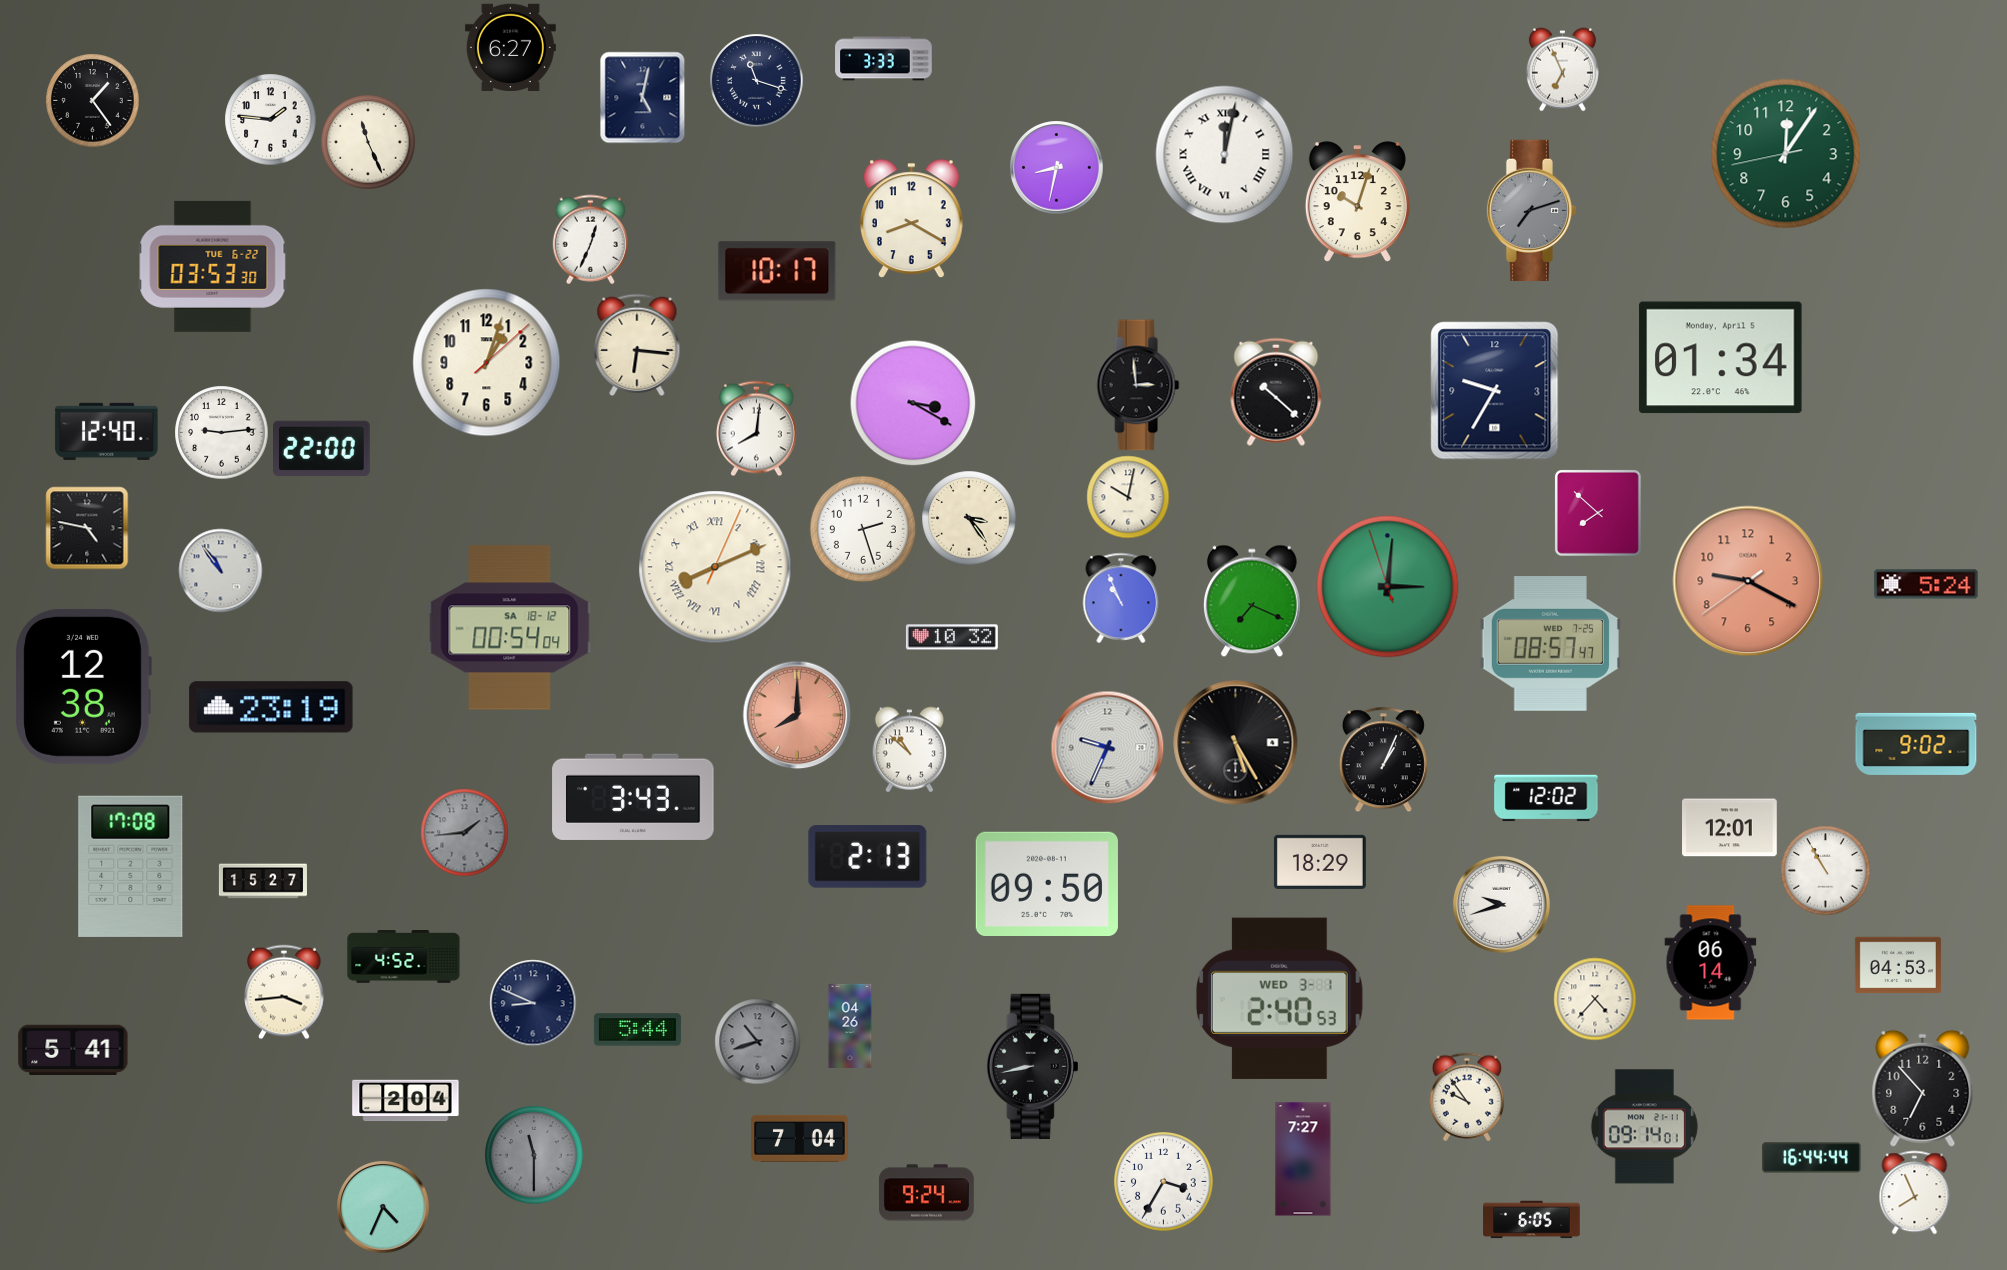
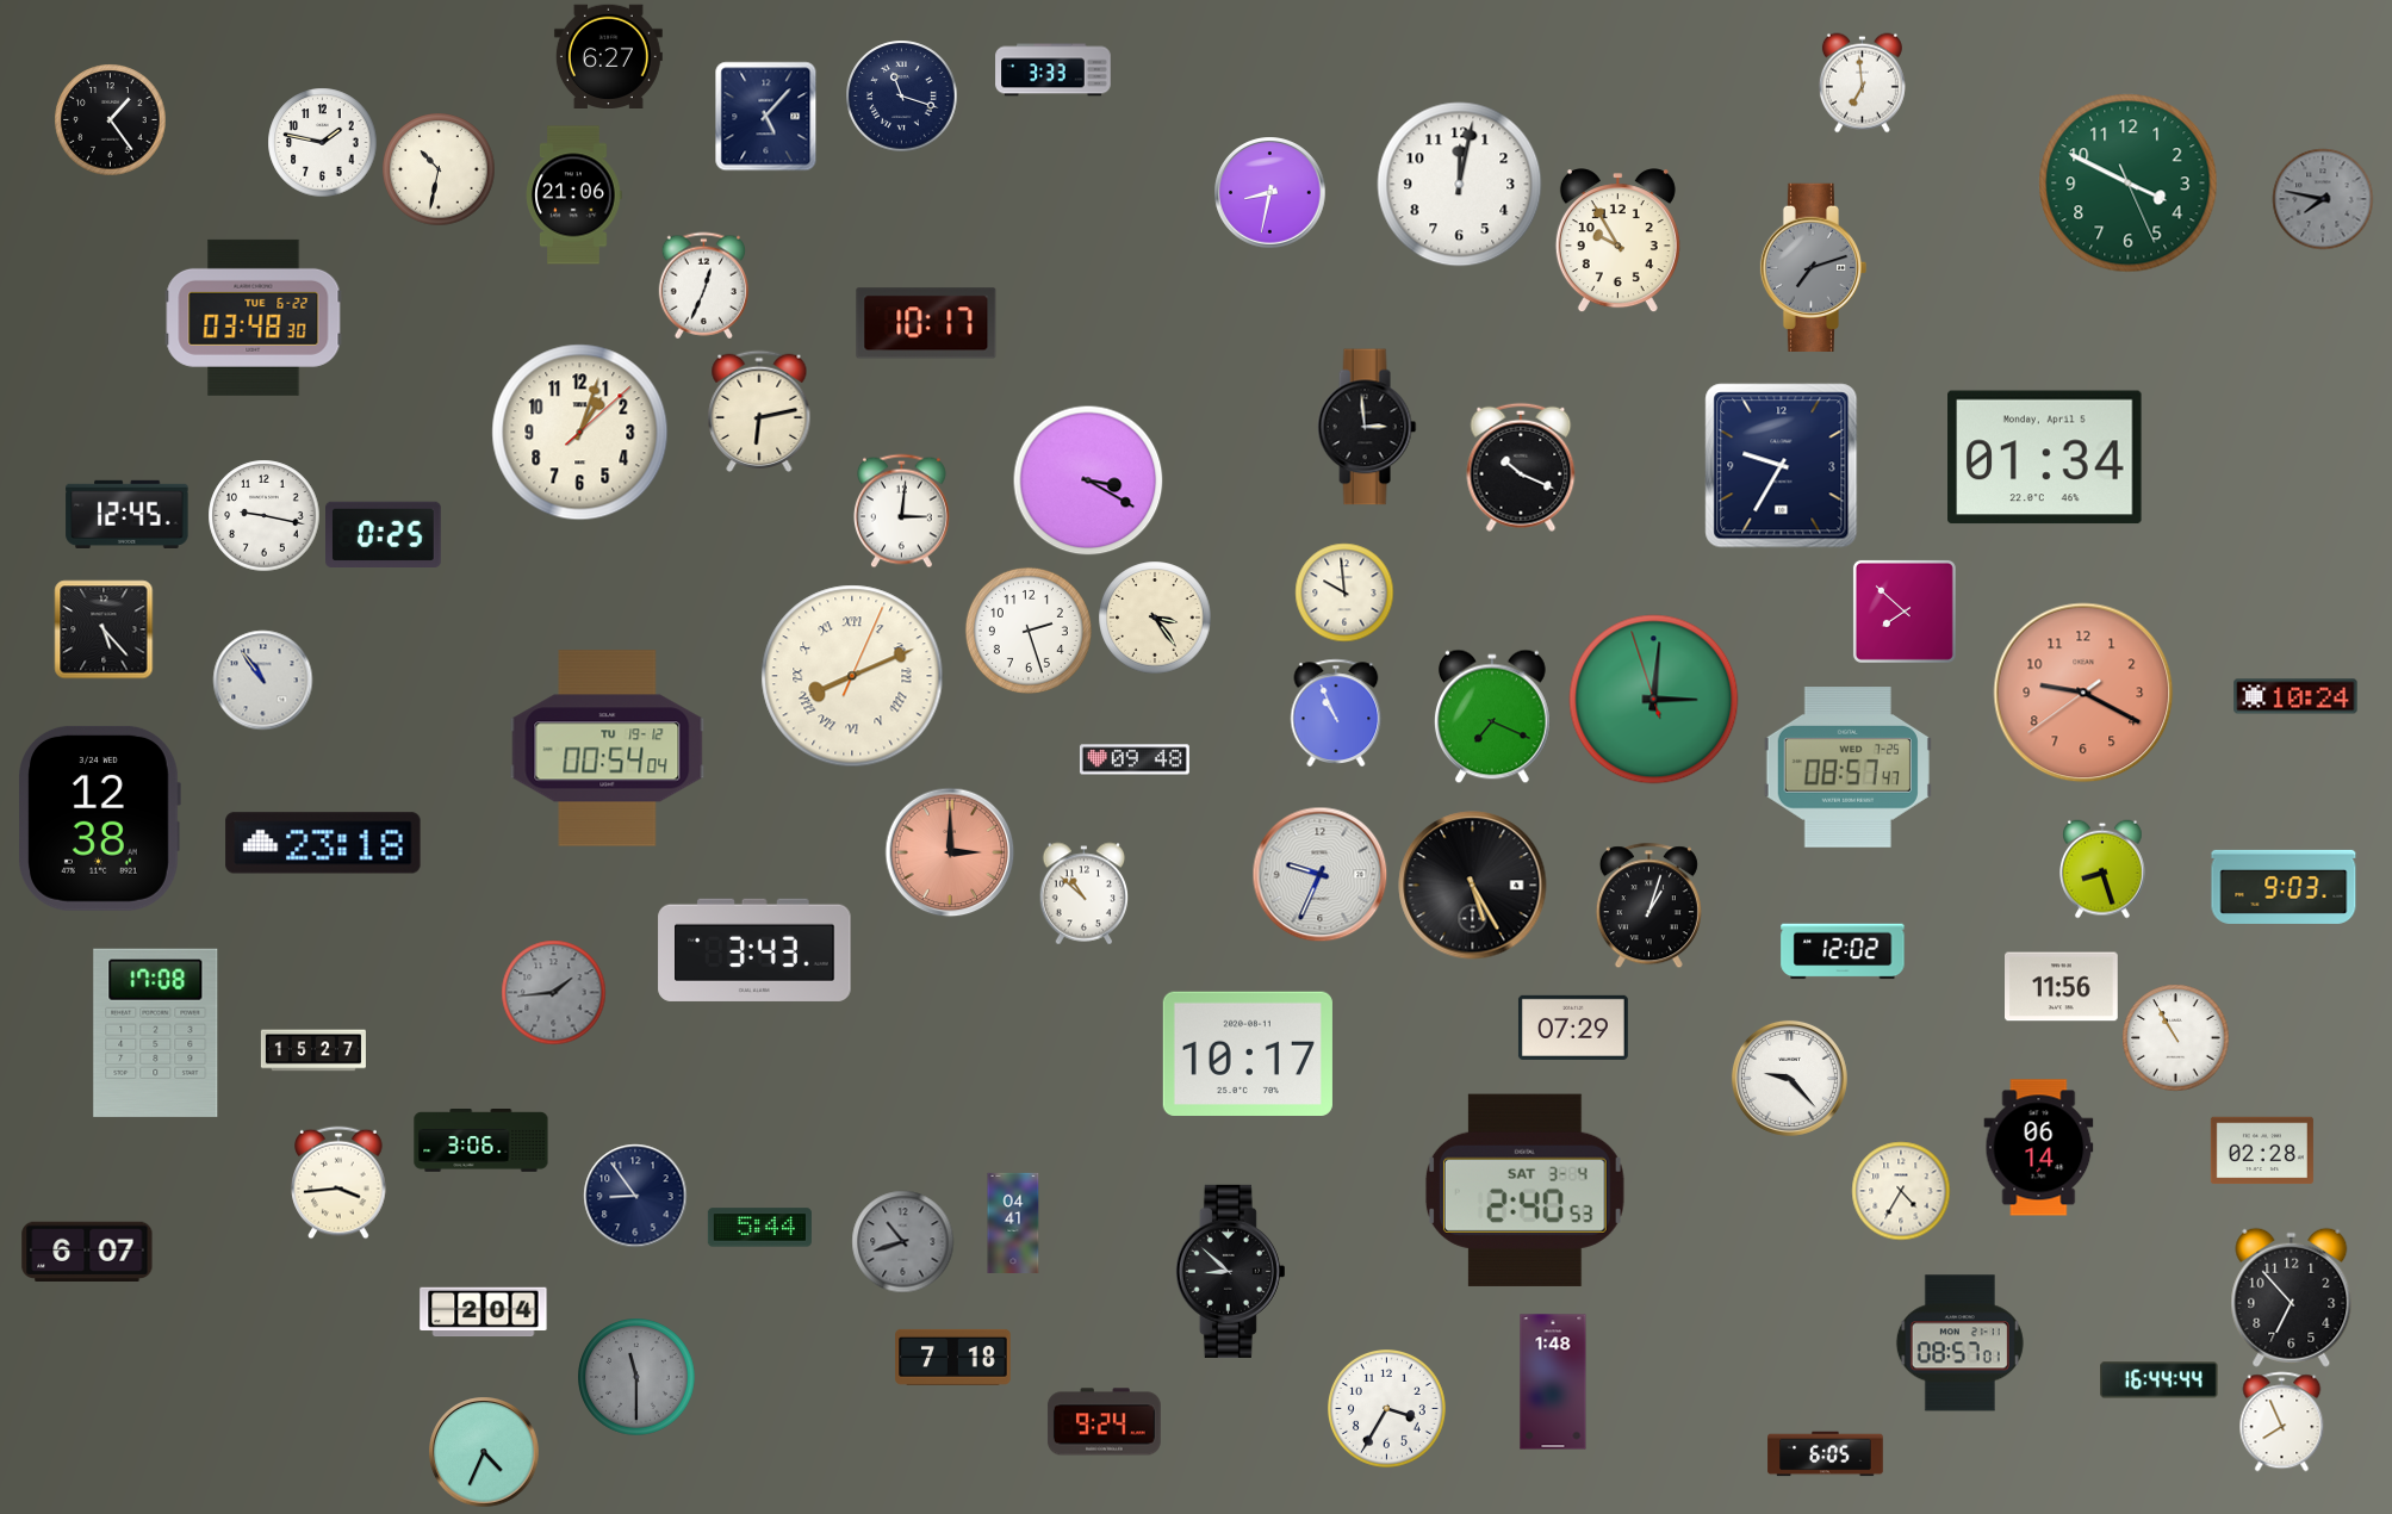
clock at (1562, 69): 6:56 -> 6:59
clock at (643, 97): 5:02 -> 5:07
clock at (270, 119): 1:46 -> 1:47
clock at (368, 142): 11:26 -> 10:32
clock at (1786, 154): 12:05 -> 3:49
clock at (1225, 155) numerals: Roman -> Arabic
clock at (573, 196): none -> 21:06
clock at (1056, 167) position: (1056, 167) -> (1269, 192)
clock at (2323, 199): none -> 7:47
clock at (1357, 202): 10:03 -> 9:55
clock at (1531, 210) position: (1531, 210) -> (1813, 267)
clock at (912, 219): 8:20 -> none
clock at (213, 266): 03:53 -> 03:48
clock at (637, 344): 6:16 -> 6:13
clock at (1721, 358) position: (1721, 358) -> (2045, 458)
clock at (1138, 385) position: (1138, 385) -> (1367, 427)
clock at (1276, 392): 10:22 -> 10:19
clock at (756, 428): 8:01 -> 3:01
clock at (107, 431): 12:40 -> 12:45
clock at (221, 432): 9:14 -> 9:17
clock at (322, 448): 22:00 -> 0:25
clock at (1128, 497): 10:02 -> 9:59
clock at (87, 528): 4:47 -> 5:23
clock at (1926, 584): 5:24 -> 10:24
clock at (510, 628) date: SA 18-12 -> TU 19-12
clock at (952, 637): 10:32 -> 09:48
clock at (271, 707): 23:19 -> 23:18
clock at (797, 715): 8:00 -> 3:00
clock at (2104, 869): none -> 8:27
clock at (1916, 744): 9:02 -> 9:03
clock at (1107, 747) position: (1107, 747) -> (1319, 874)
clock at (1383, 759): 1:04 -> 1:03
clock at (1730, 828): 12:01 -> 11:56
clock at (868, 857): 2:13 -> none
clock at (1320, 862): 18:29 -> 07:29
clock at (1047, 883): 09:50 -> 10:17
clock at (1501, 904): 9:42 -> 9:23
clock at (404, 957): 4:52 -> 3:06
clock at (1898, 965): 04:53 -> 02:28
clock at (1279, 998) date: WED 3-1 -> SAT 3-4
clock at (1595, 999): 4:37 -> 4:35
clock at (533, 1003): 8:49 -> 8:54
clock at (850, 1025): 04:26 -> 04:41
clock at (73, 1049): 5:41 -> 6:07
clock at (1032, 1066): 8:43 -> 8:52
clock at (1467, 1097): 9:54 -> none
clock at (1644, 1127): 09:14 -> 08:57
clock at (800, 1138): 7:04 -> 7:18
clock at (1303, 1159): 7:27 -> 1:48
clock at (383, 1207) position: (383, 1207) -> (484, 1452)
